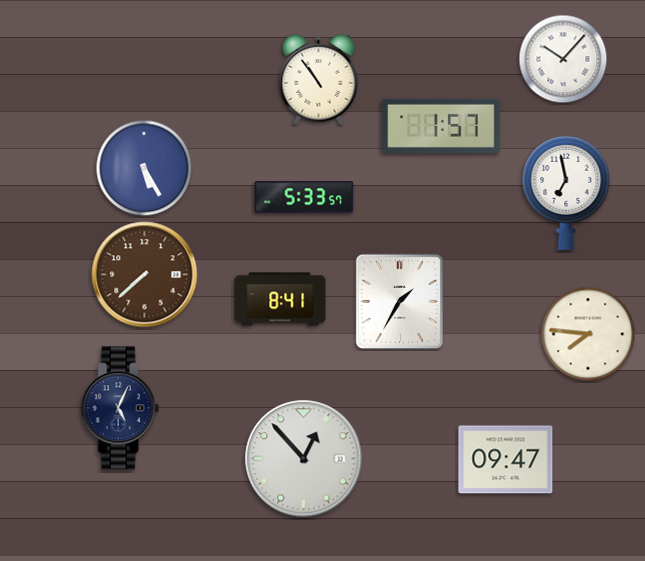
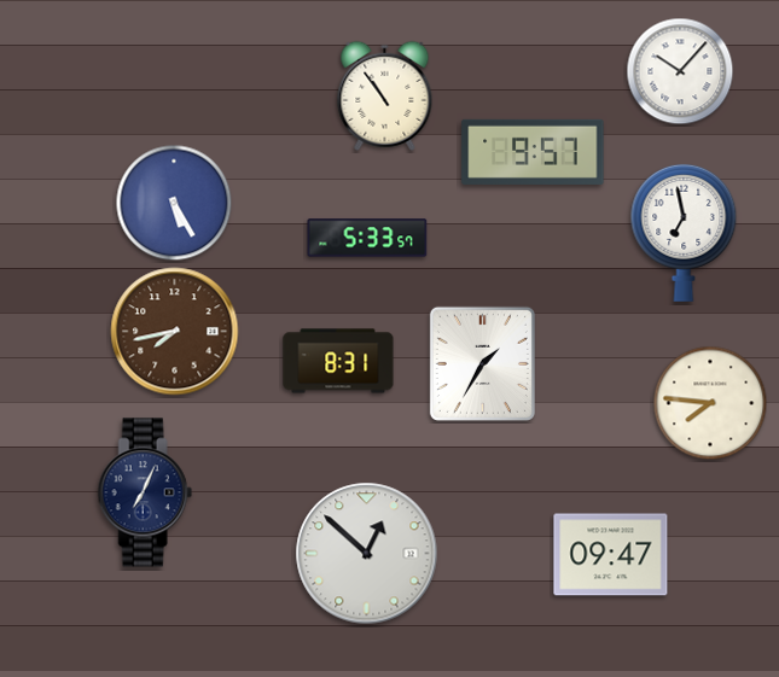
clock at (441, 126): 1:57 -> 9:57
clock at (145, 275): 7:38 -> 7:43
clock at (280, 299): 8:41 -> 8:31
clock at (120, 408): 5:04 -> 7:04
clock at (304, 459): 12:53 -> 12:52
